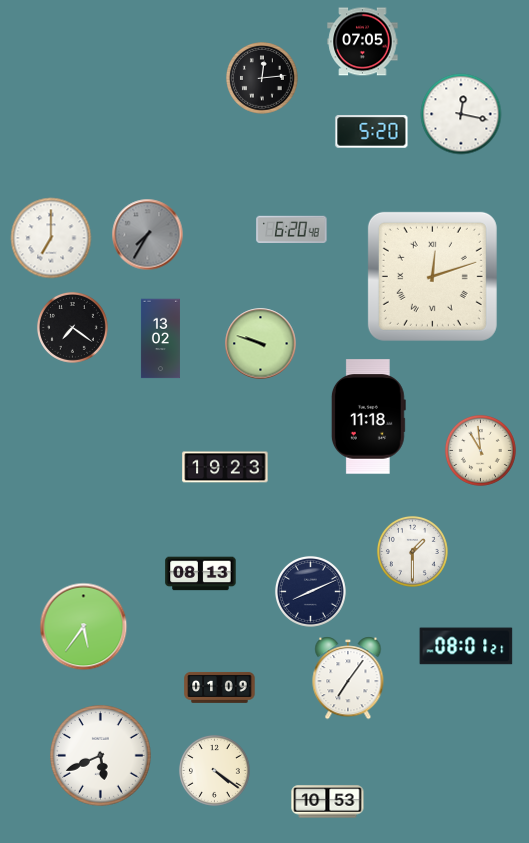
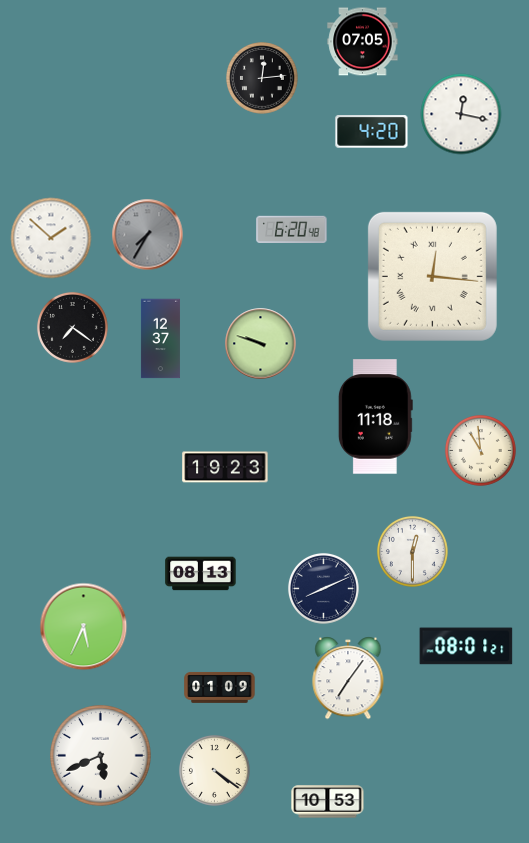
clock at (372, 132): 5:20 -> 4:20
clock at (51, 238): 7:00 -> 1:52
clock at (432, 276): 12:12 -> 12:16
clock at (160, 339): 13:02 -> 12:37
clock at (368, 417) position: (368, 417) -> (375, 417)
clock at (412, 551): 1:30 -> 12:30
clock at (310, 591) position: (310, 591) -> (323, 588)
clock at (84, 627): 5:36 -> 5:34
